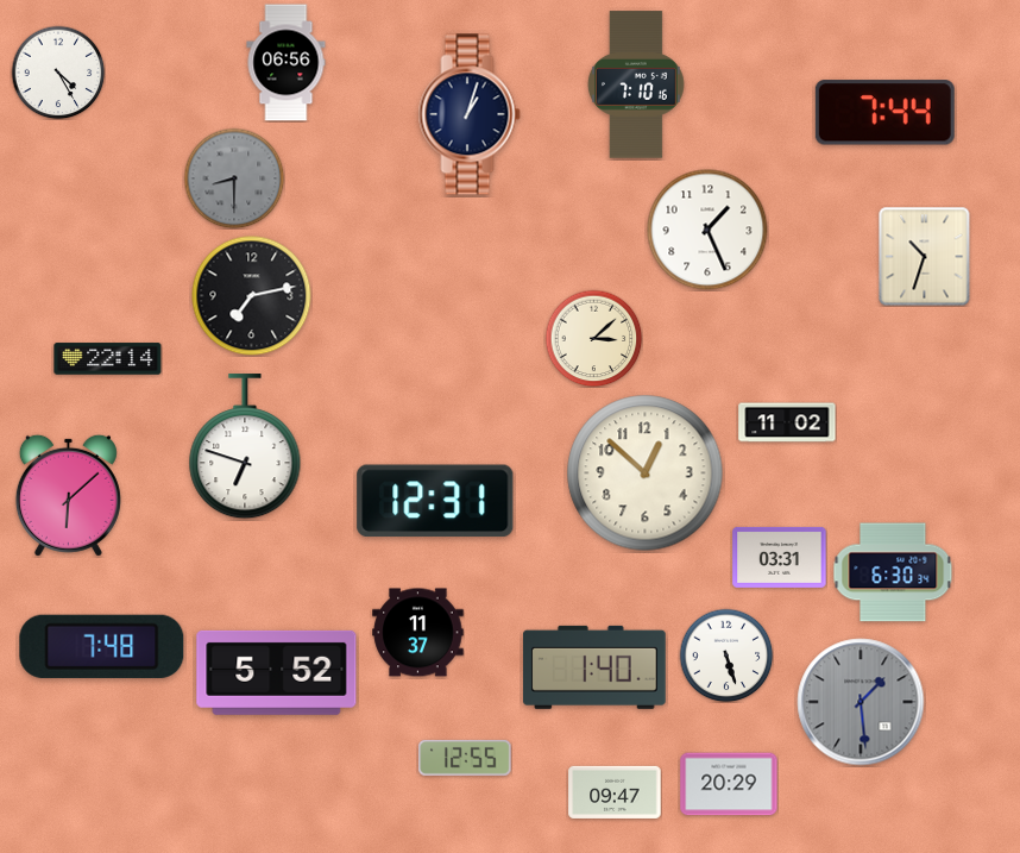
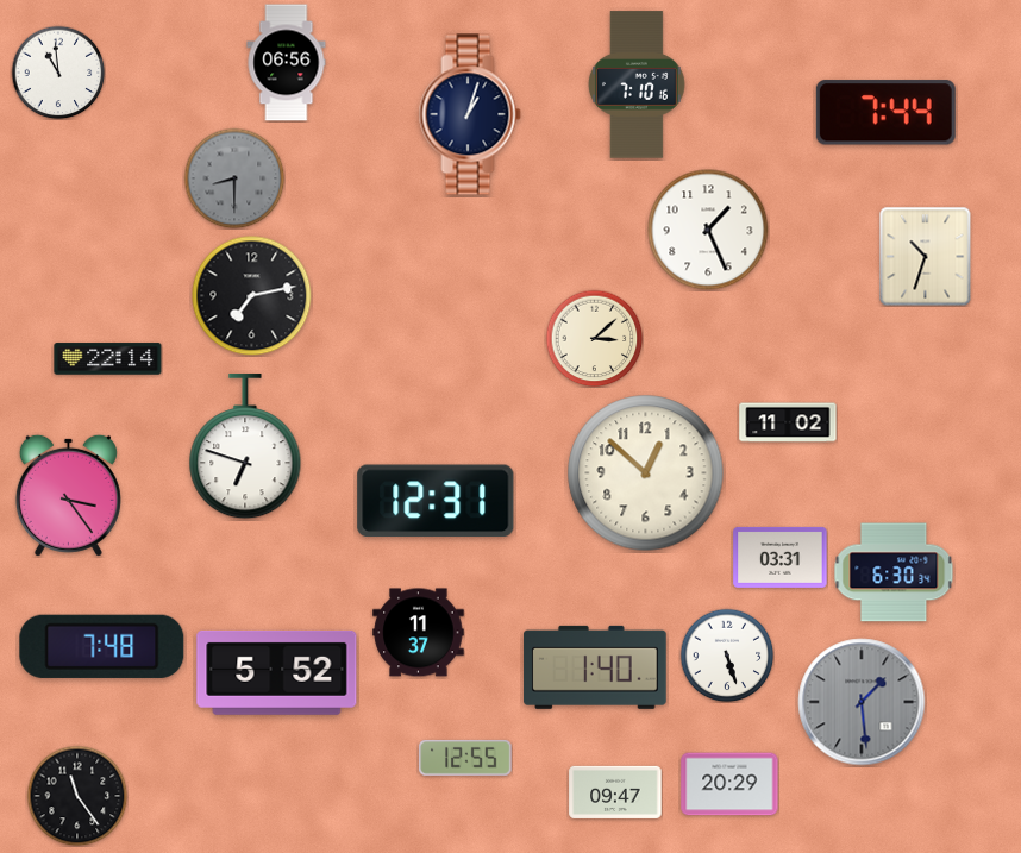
clock at (58, 73): 4:25 -> 10:59
clock at (68, 495): 6:08 -> 3:24
clock at (77, 796): none -> 11:24
